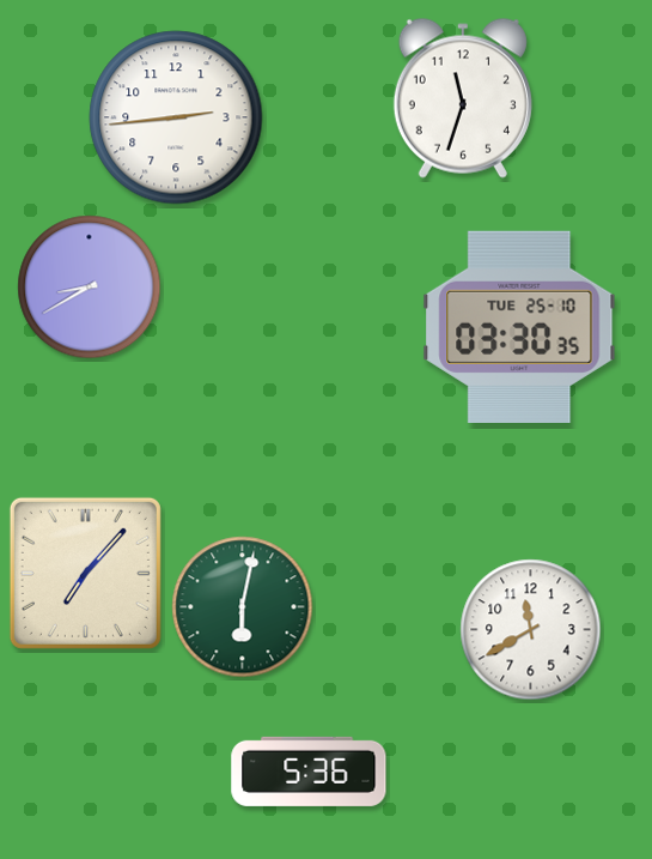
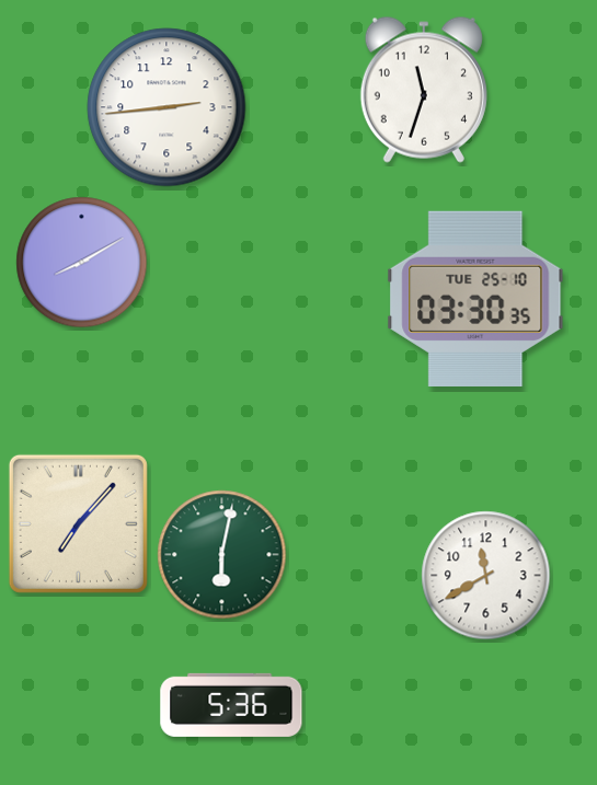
clock at (176, 117) position: (176, 117) -> (167, 107)
clock at (90, 288): 8:40 -> 8:10
clock at (309, 772) position: (309, 772) -> (231, 705)
